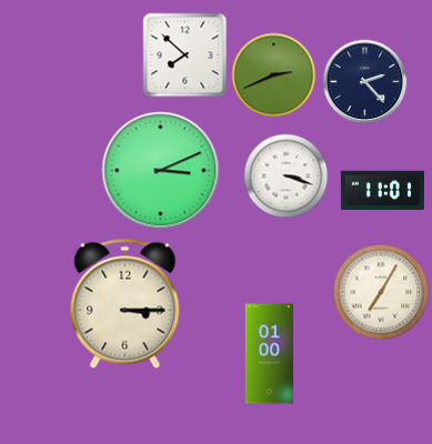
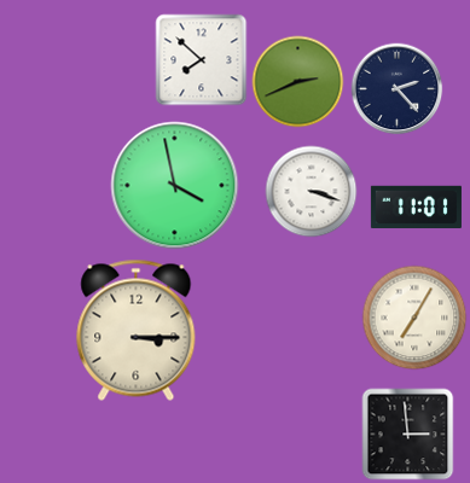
clock at (161, 171): 3:11 -> 3:58
clock at (269, 354): 01:00 -> none
clock at (408, 435): none -> 2:59
